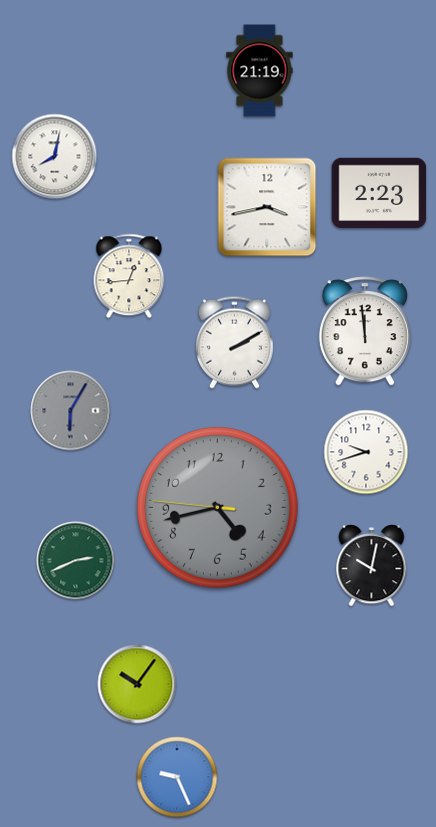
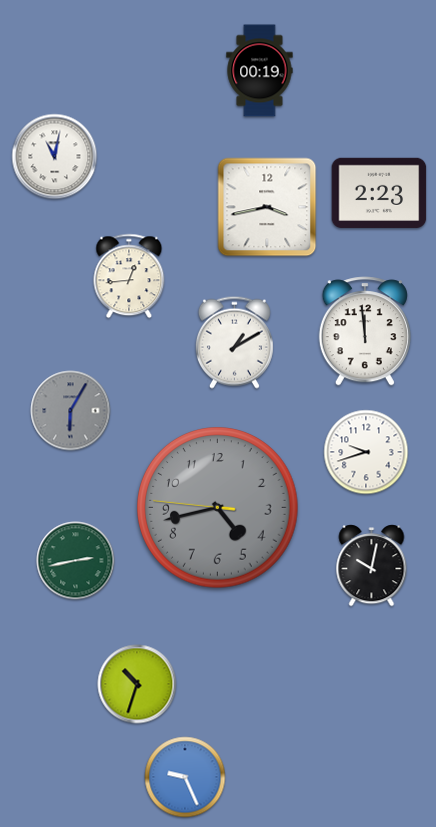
clock at (260, 71): 21:19 -> 00:19
clock at (55, 157): 8:02 -> 11:02
clock at (234, 342): 2:10 -> 1:10
clock at (76, 561): 2:41 -> 2:43
clock at (137, 684): 10:06 -> 10:33
clock at (177, 777) position: (177, 777) -> (185, 777)
